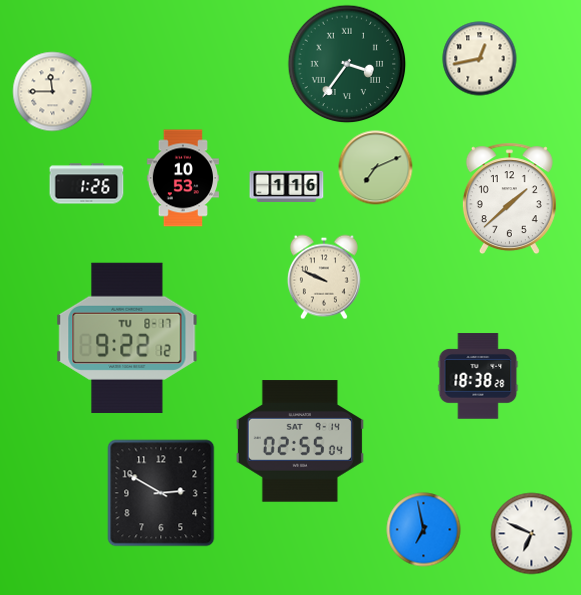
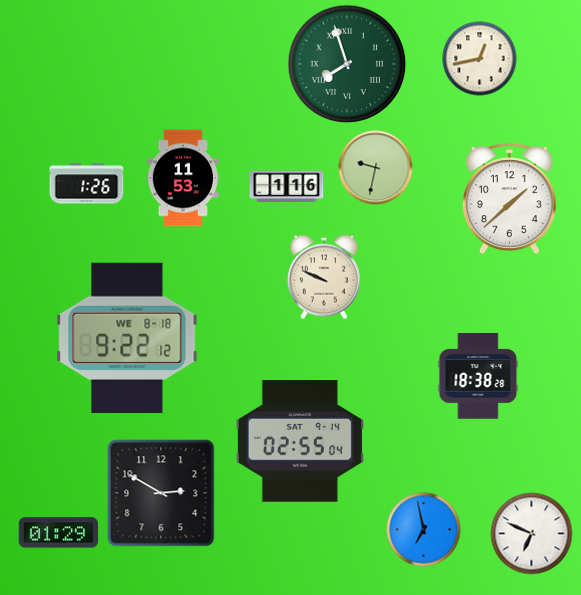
clock at (347, 64): 3:36 -> 7:57
clock at (53, 92): 11:45 -> none
clock at (376, 168): 7:11 -> 9:32
clock at (182, 178): 10:53 -> 11:53
clock at (127, 338) date: TU 8-17 -> WE 8-18
clock at (59, 533): none -> 01:29
